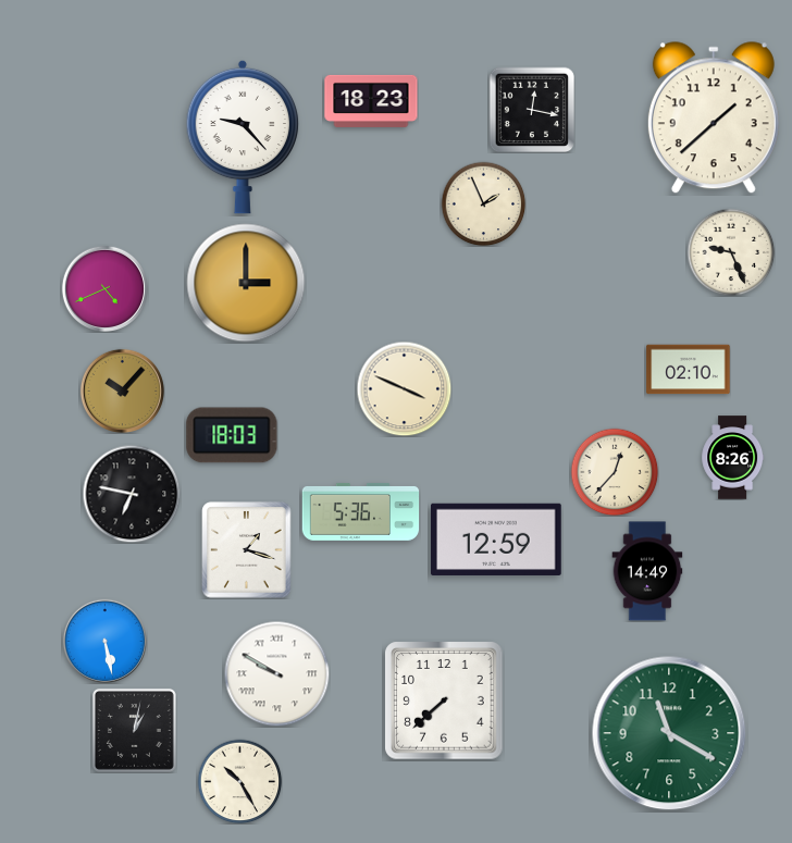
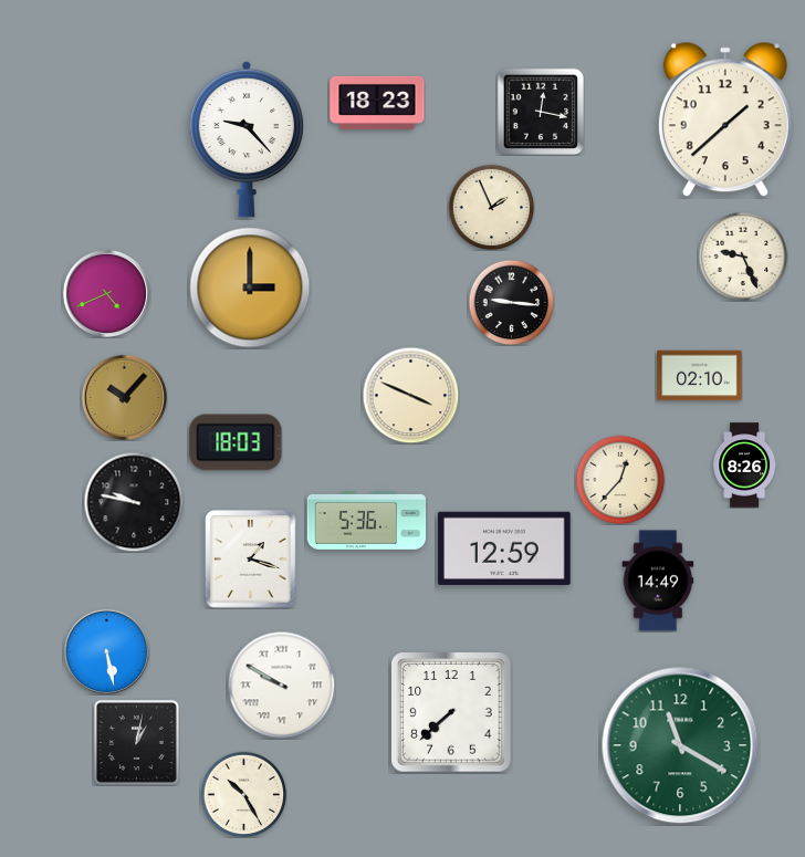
clock at (511, 302): none -> 9:16
clock at (615, 472) position: (615, 472) -> (620, 480)
clock at (132, 494): 6:47 -> 9:47
